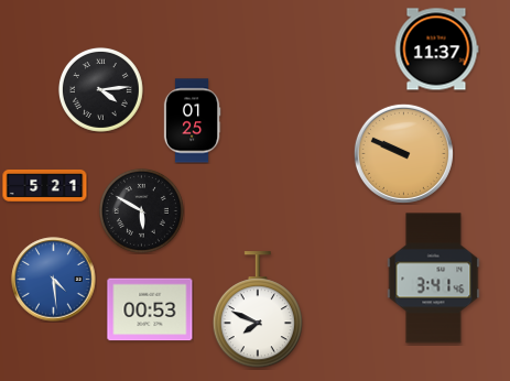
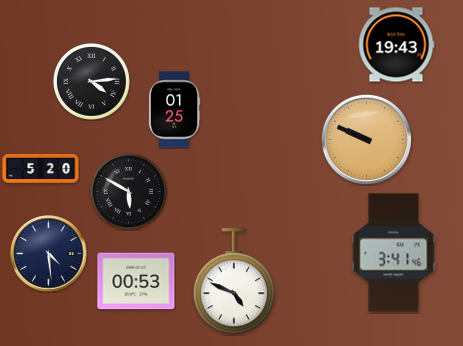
clock at (436, 50): 11:37 -> 19:43
clock at (45, 185): 5:21 -> 5:20
clock at (54, 280) dial: blue -> navy
clock at (258, 311): 7:49 -> 4:49
